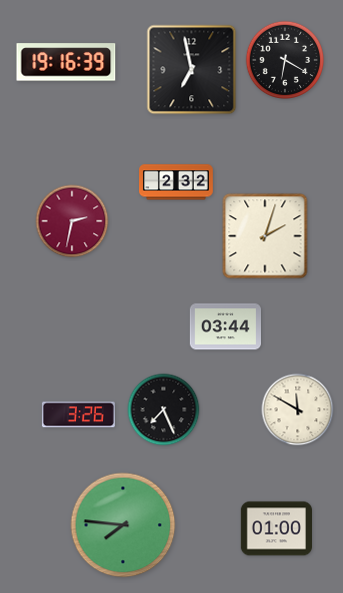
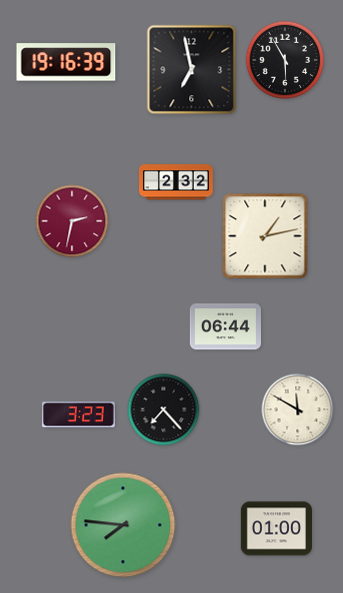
clock at (285, 60): 6:20 -> 5:55
clock at (265, 236): 2:03 -> 1:13
clock at (225, 327): 03:44 -> 06:44
clock at (164, 410): 7:26 -> 7:23
clock at (78, 415): 3:26 -> 3:23
